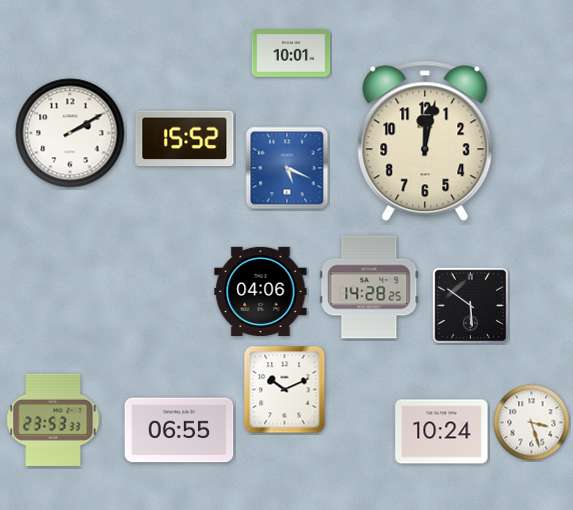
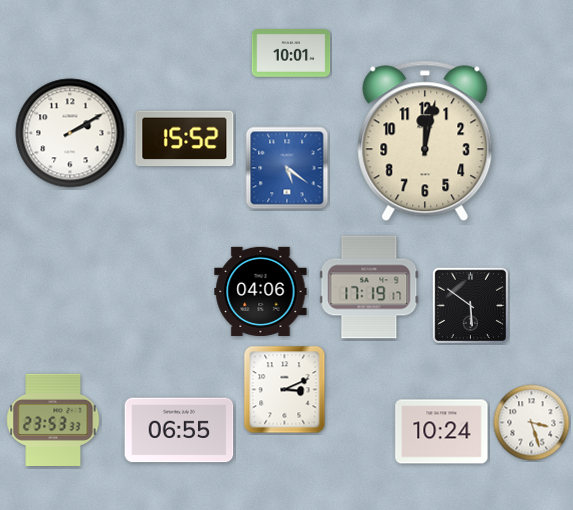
clock at (287, 168): 5:19 -> 5:21
clock at (369, 287): 14:28 -> 17:19
clock at (285, 390): 10:11 -> 3:11
